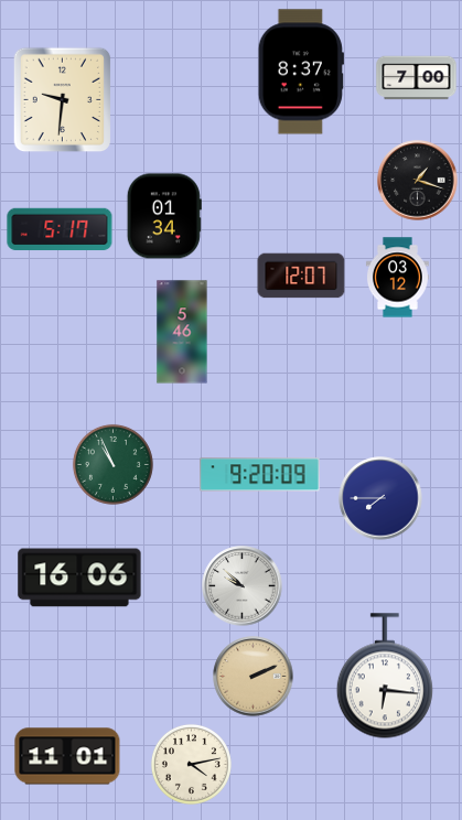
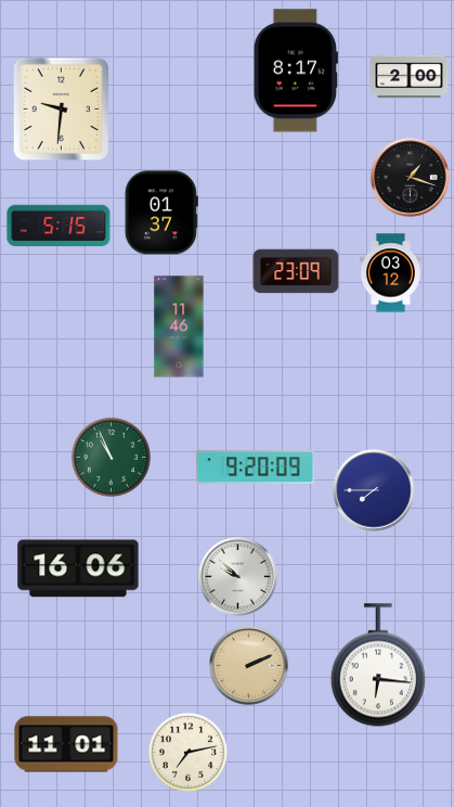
clock at (301, 72): 8:37 -> 8:17
clock at (417, 78): 7:00 -> 2:00
clock at (63, 100) position: (63, 100) -> (62, 110)
clock at (164, 216): 01:34 -> 01:37
clock at (60, 229): 5:17 -> 5:15
clock at (301, 276): 12:07 -> 23:09
clock at (182, 332): 5:46 -> 11:46
clock at (191, 764): 4:13 -> 7:13
